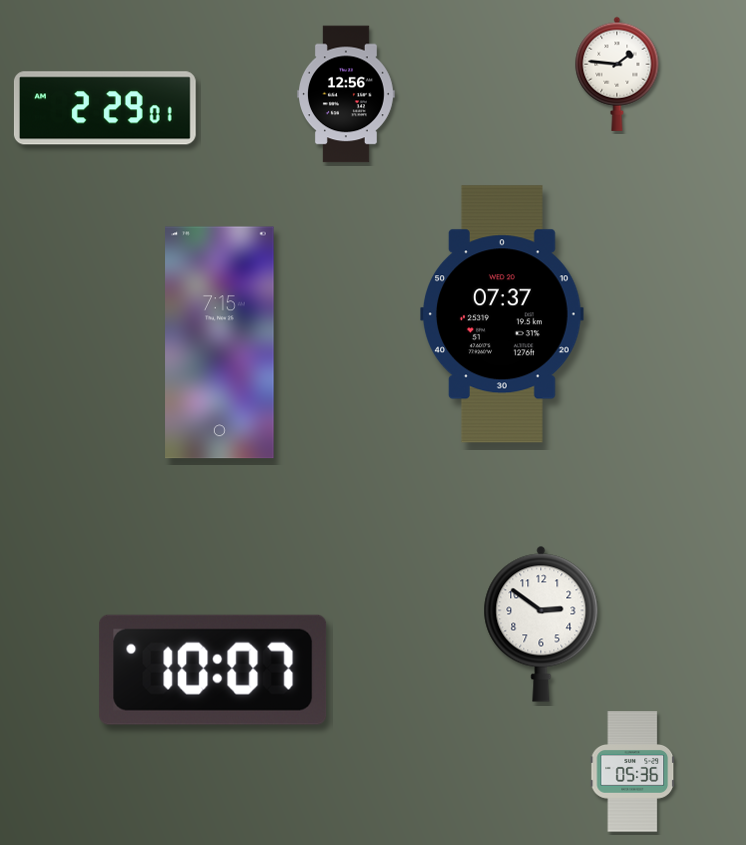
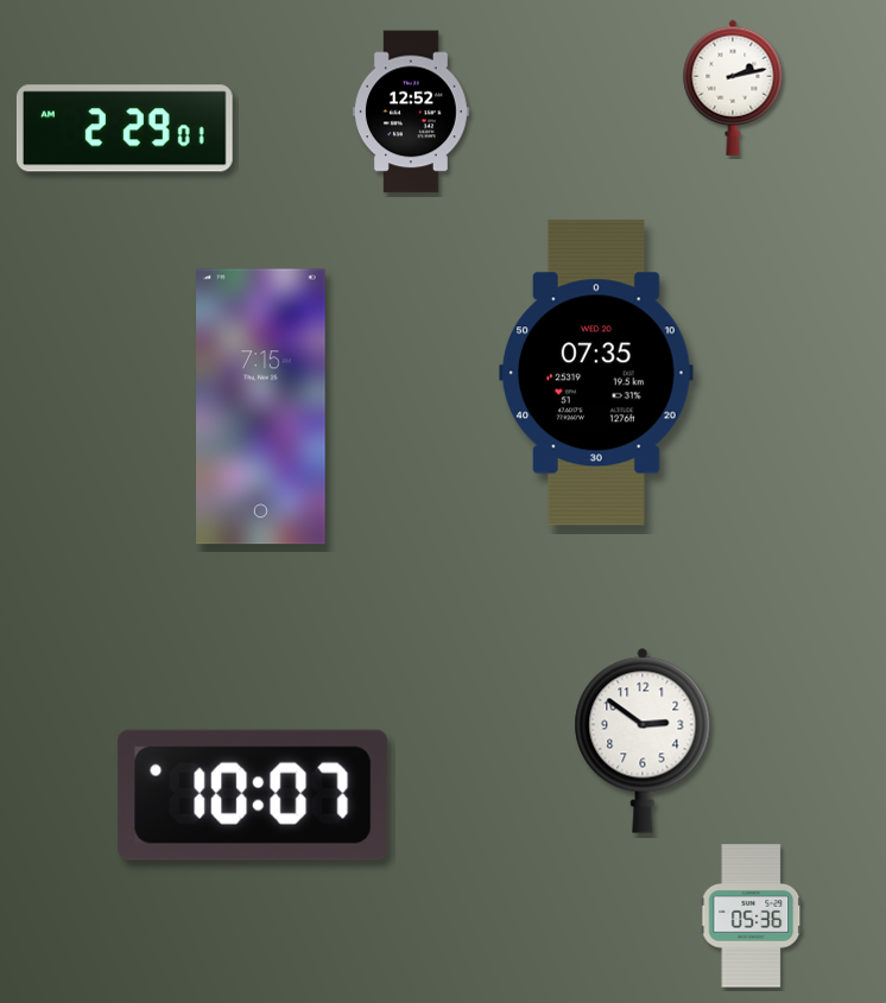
clock at (617, 74): 1:46 -> 2:13
clock at (347, 94): 12:56 -> 12:52
clock at (502, 314): 07:37 -> 07:35
